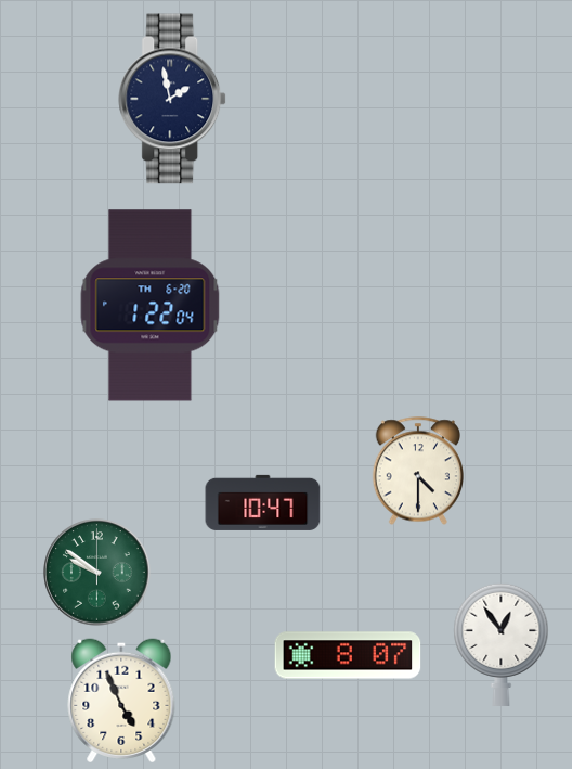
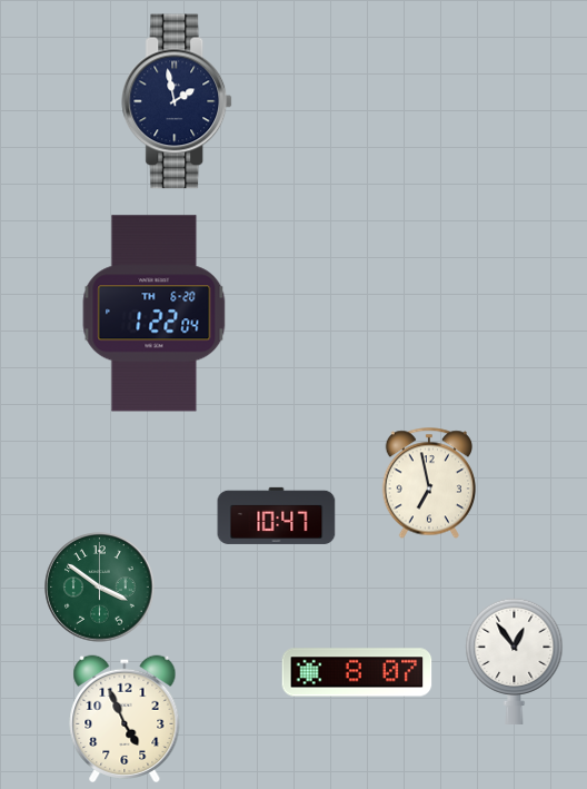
clock at (417, 471): 4:30 -> 6:58
clock at (263, 502) position: (263, 502) -> (277, 515)
clock at (97, 573): 9:51 -> 3:51
